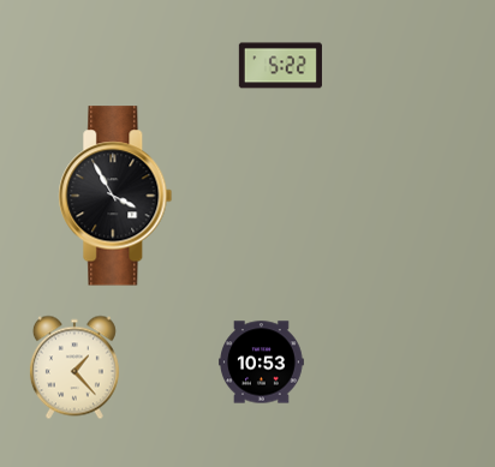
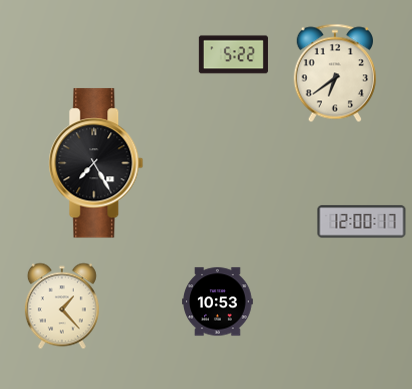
clock at (335, 73): none -> 6:39
clock at (115, 196): 3:55 -> 7:25
clock at (362, 222): none -> 12:00
